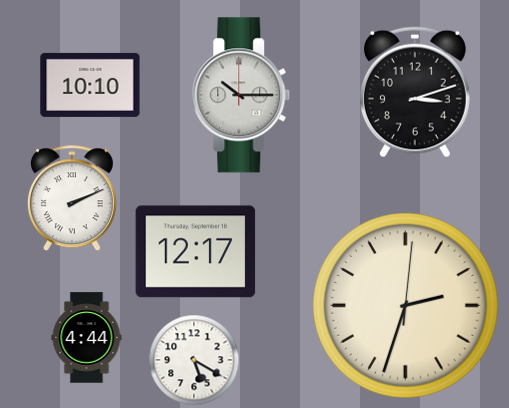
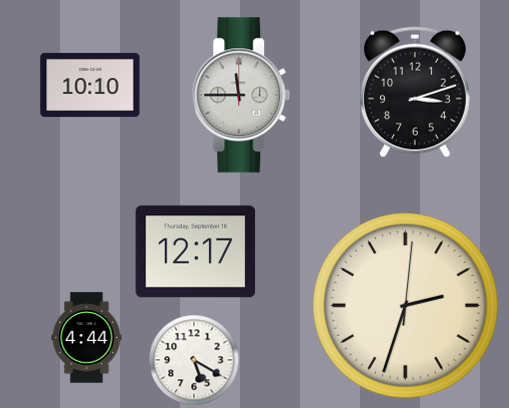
clock at (241, 95): 10:15 -> 11:45
clock at (72, 198): 2:11 -> none
